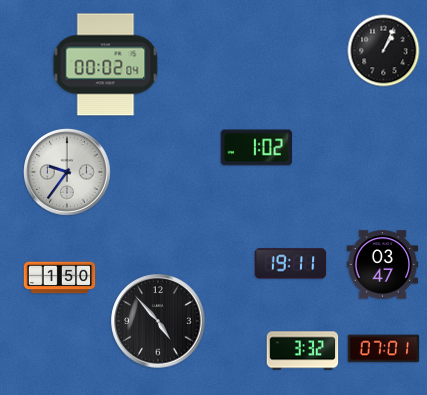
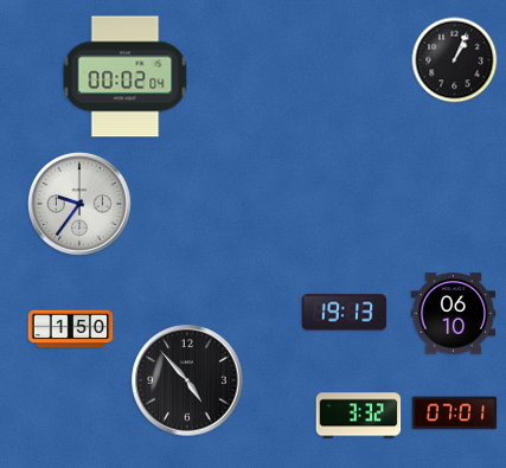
clock at (257, 148): 1:02 -> none
clock at (291, 264): 19:11 -> 19:13
clock at (383, 265): 03:47 -> 06:10
